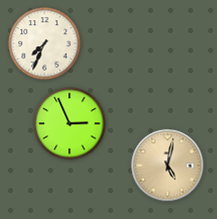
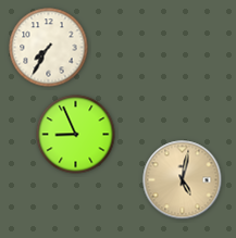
clock at (45, 44): 7:34 -> 7:35
clock at (70, 124): 2:56 -> 8:56
